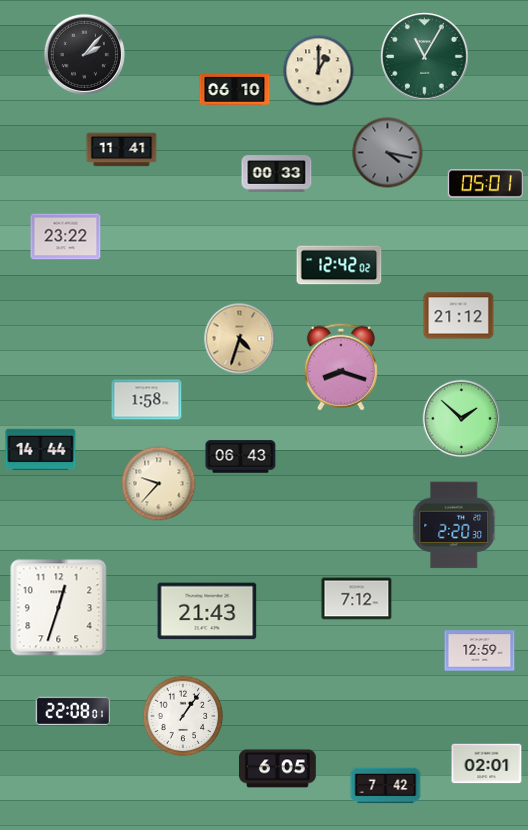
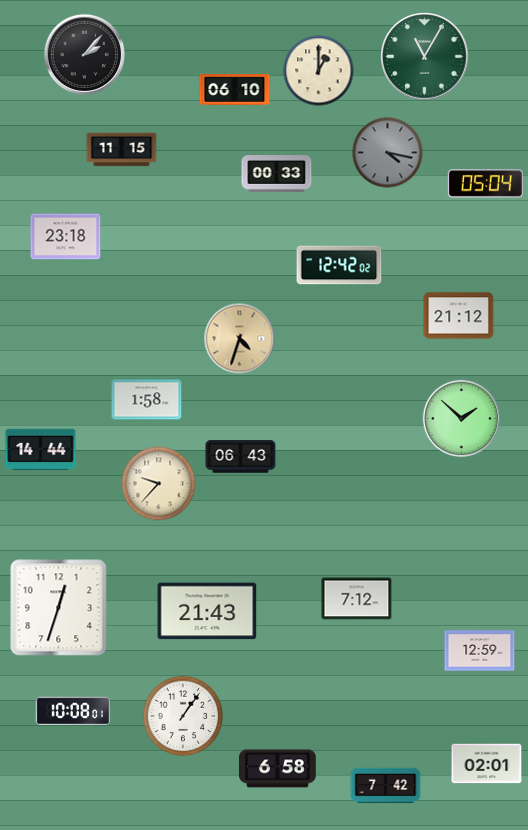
clock at (122, 150): 11:41 -> 11:15
clock at (485, 184): 05:01 -> 05:04
clock at (66, 237): 23:22 -> 23:18
clock at (341, 367): 8:18 -> none
clock at (455, 525): 2:20 -> none
clock at (72, 711): 22:08 -> 10:08
clock at (278, 769): 6:05 -> 6:58
